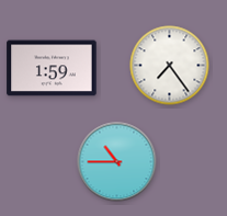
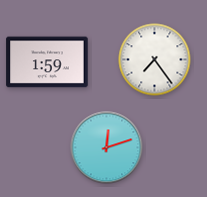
clock at (117, 162): 10:45 -> 12:12
